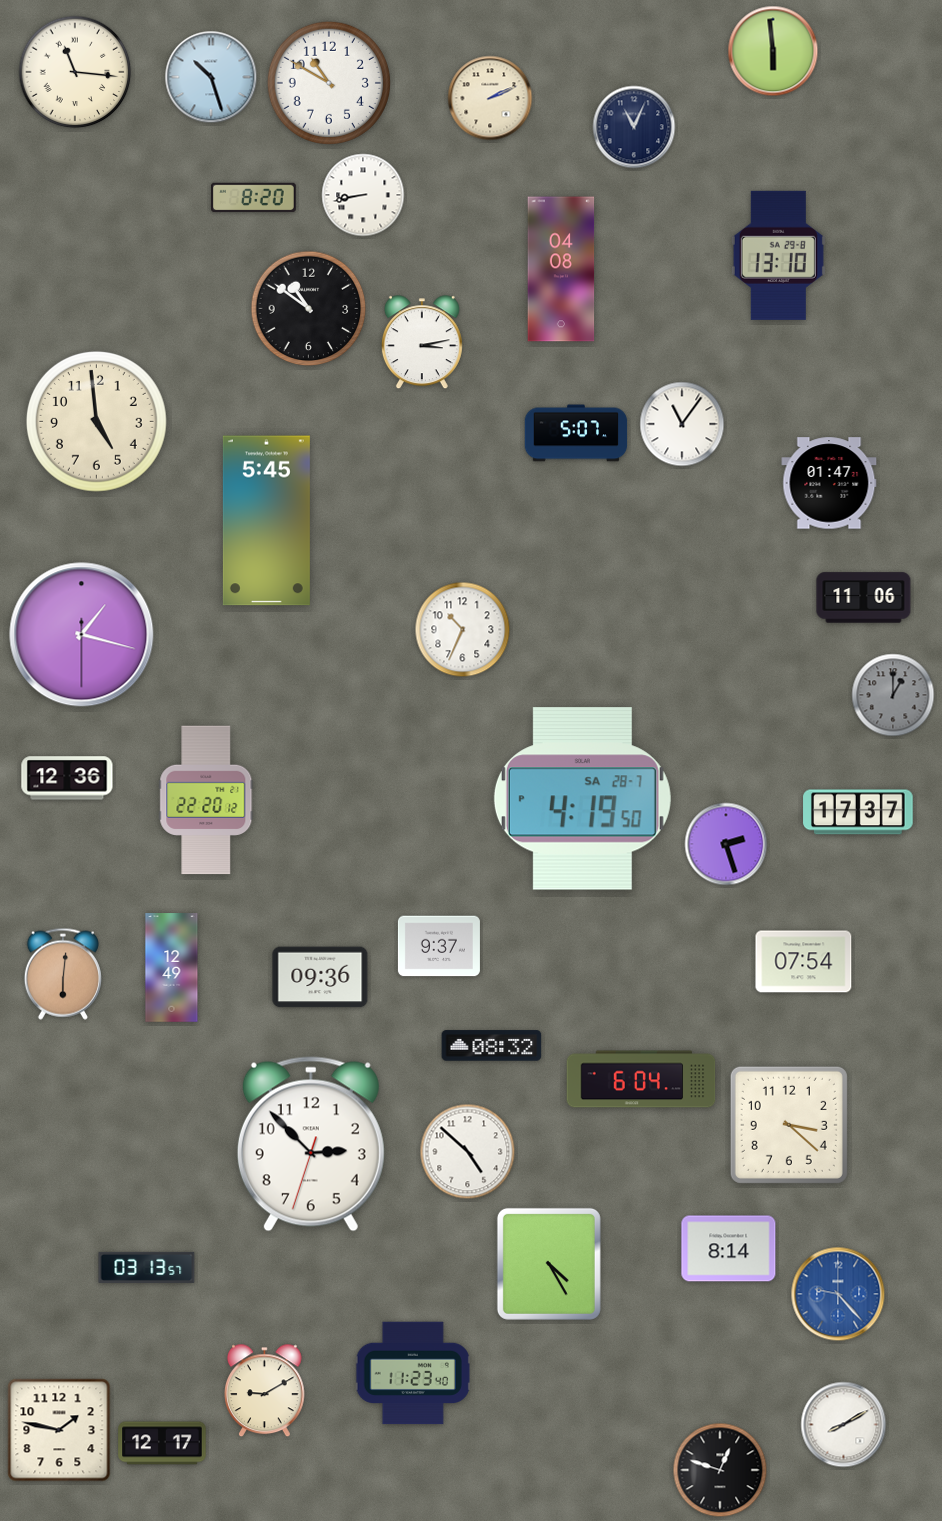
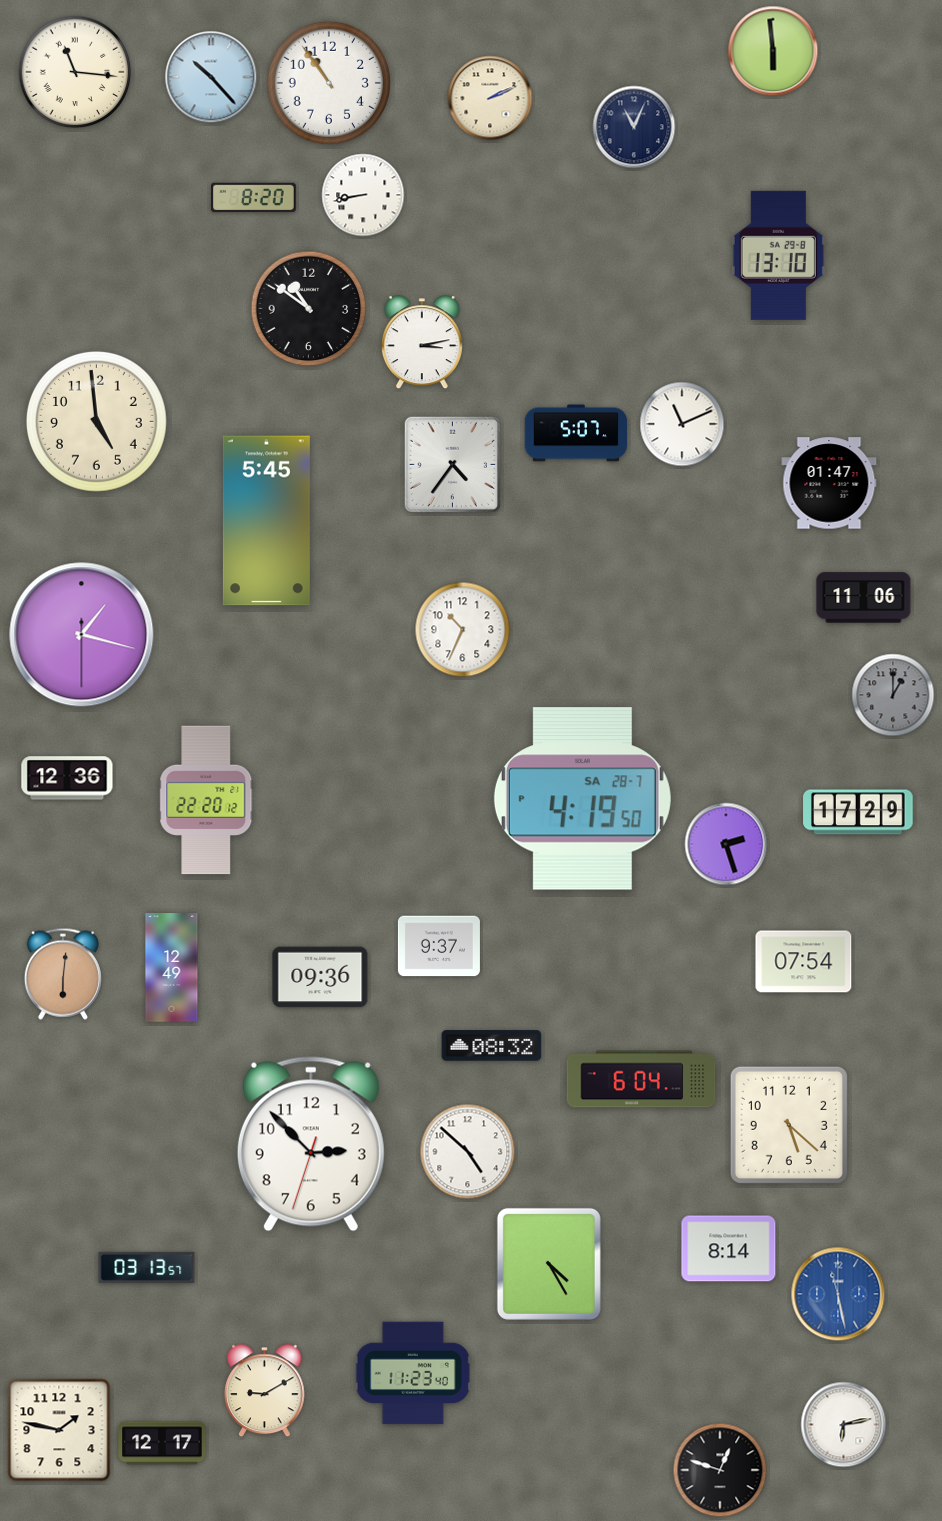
clock at (211, 77): 10:27 -> 10:23
clock at (329, 83): 10:50 -> 10:54
clock at (561, 269): 04:08 -> none
clock at (682, 424): 11:06 -> 11:11
clock at (452, 464): none -> 4:36
clock at (858, 812): 17:37 -> 17:29
clock at (789, 1125): 3:22 -> 5:22
clock at (838, 1294): 9:23 -> 11:28
clock at (844, 1425): 8:10 -> 6:13
